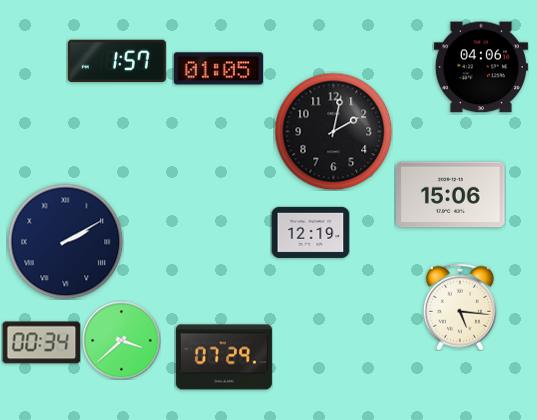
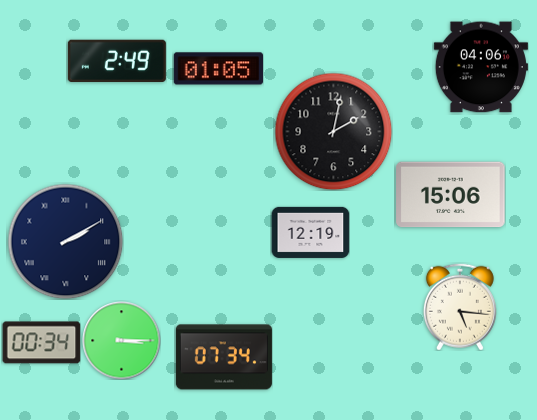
clock at (117, 61): 1:57 -> 2:49
clock at (121, 340): 3:38 -> 3:15
clock at (224, 357): 07:29 -> 07:34
